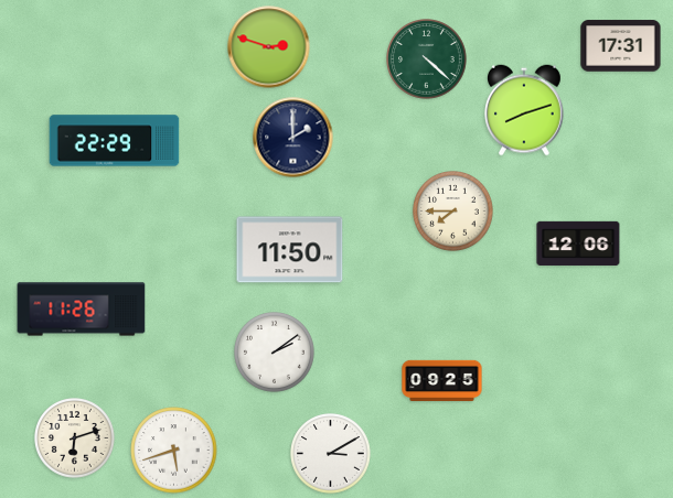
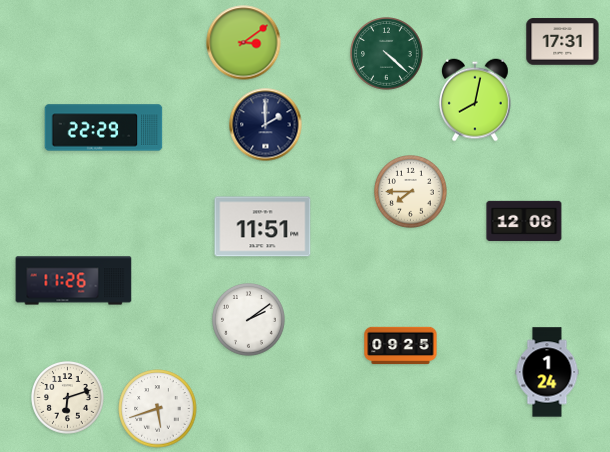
clock at (269, 47): 2:48 -> 3:09
clock at (525, 110): 8:12 -> 8:02
clock at (290, 250): 11:50 -> 11:51
clock at (547, 372): none -> 1:24
clock at (331, 454): 3:10 -> none
